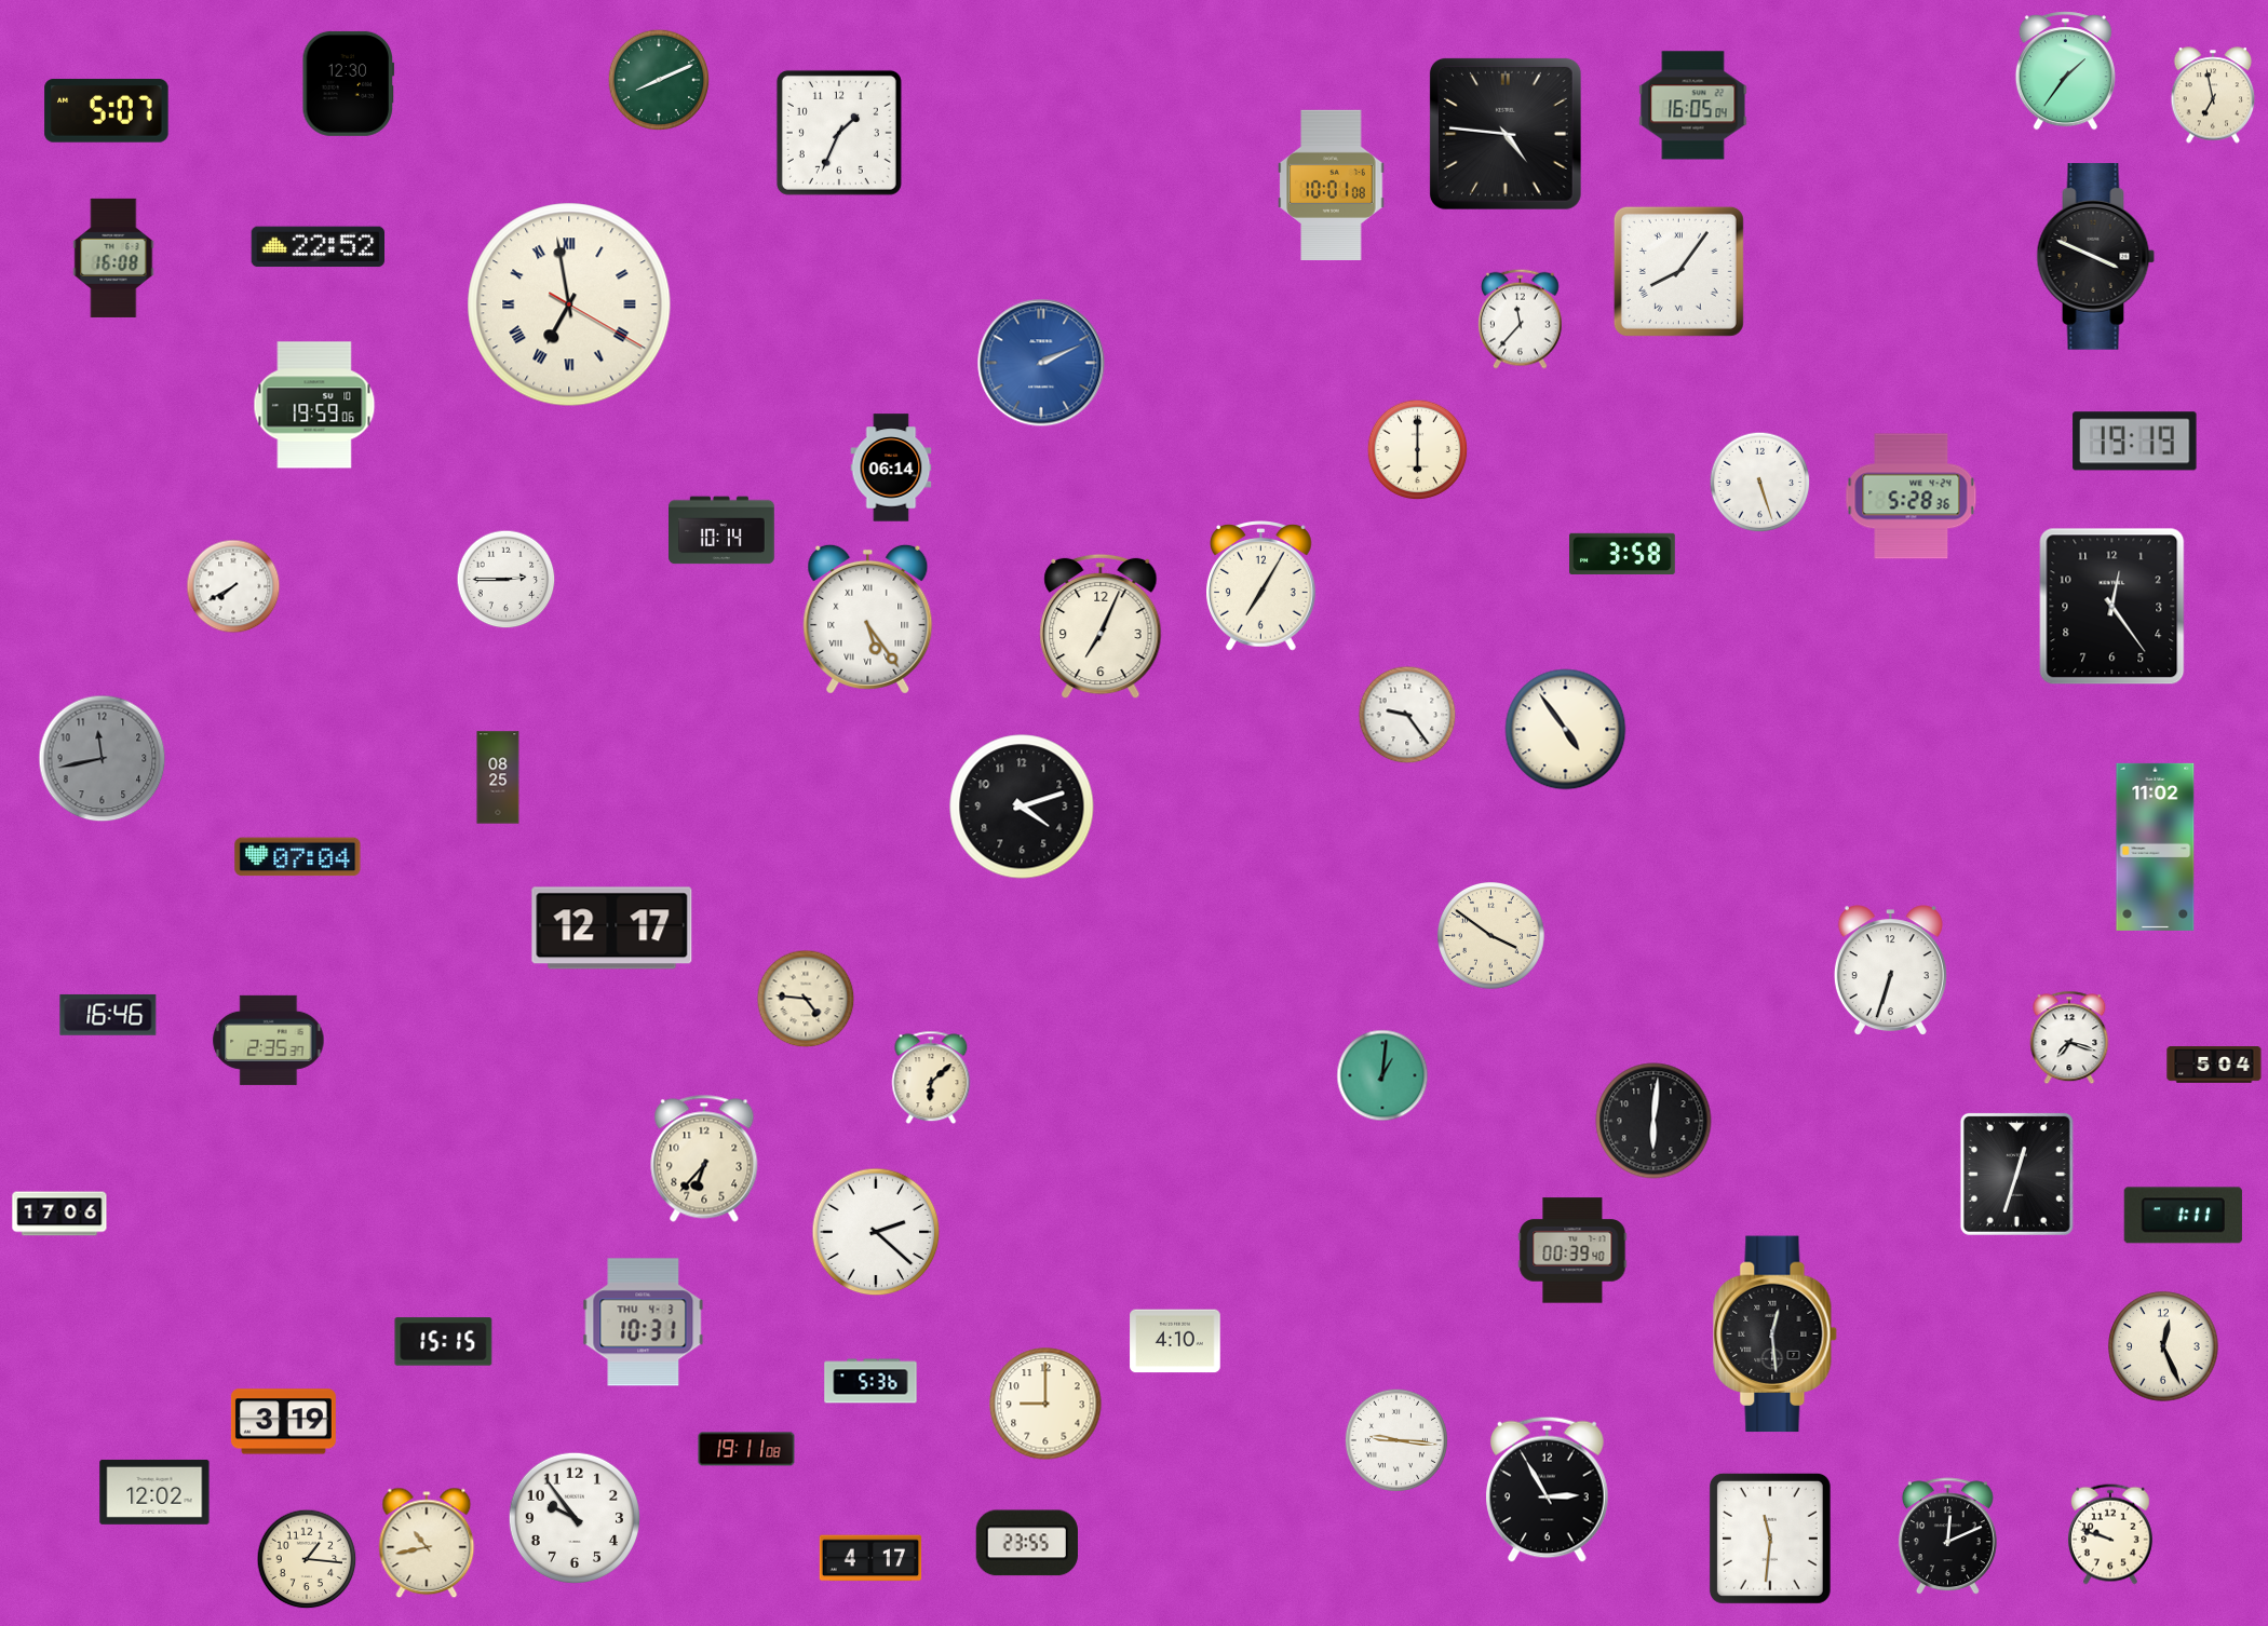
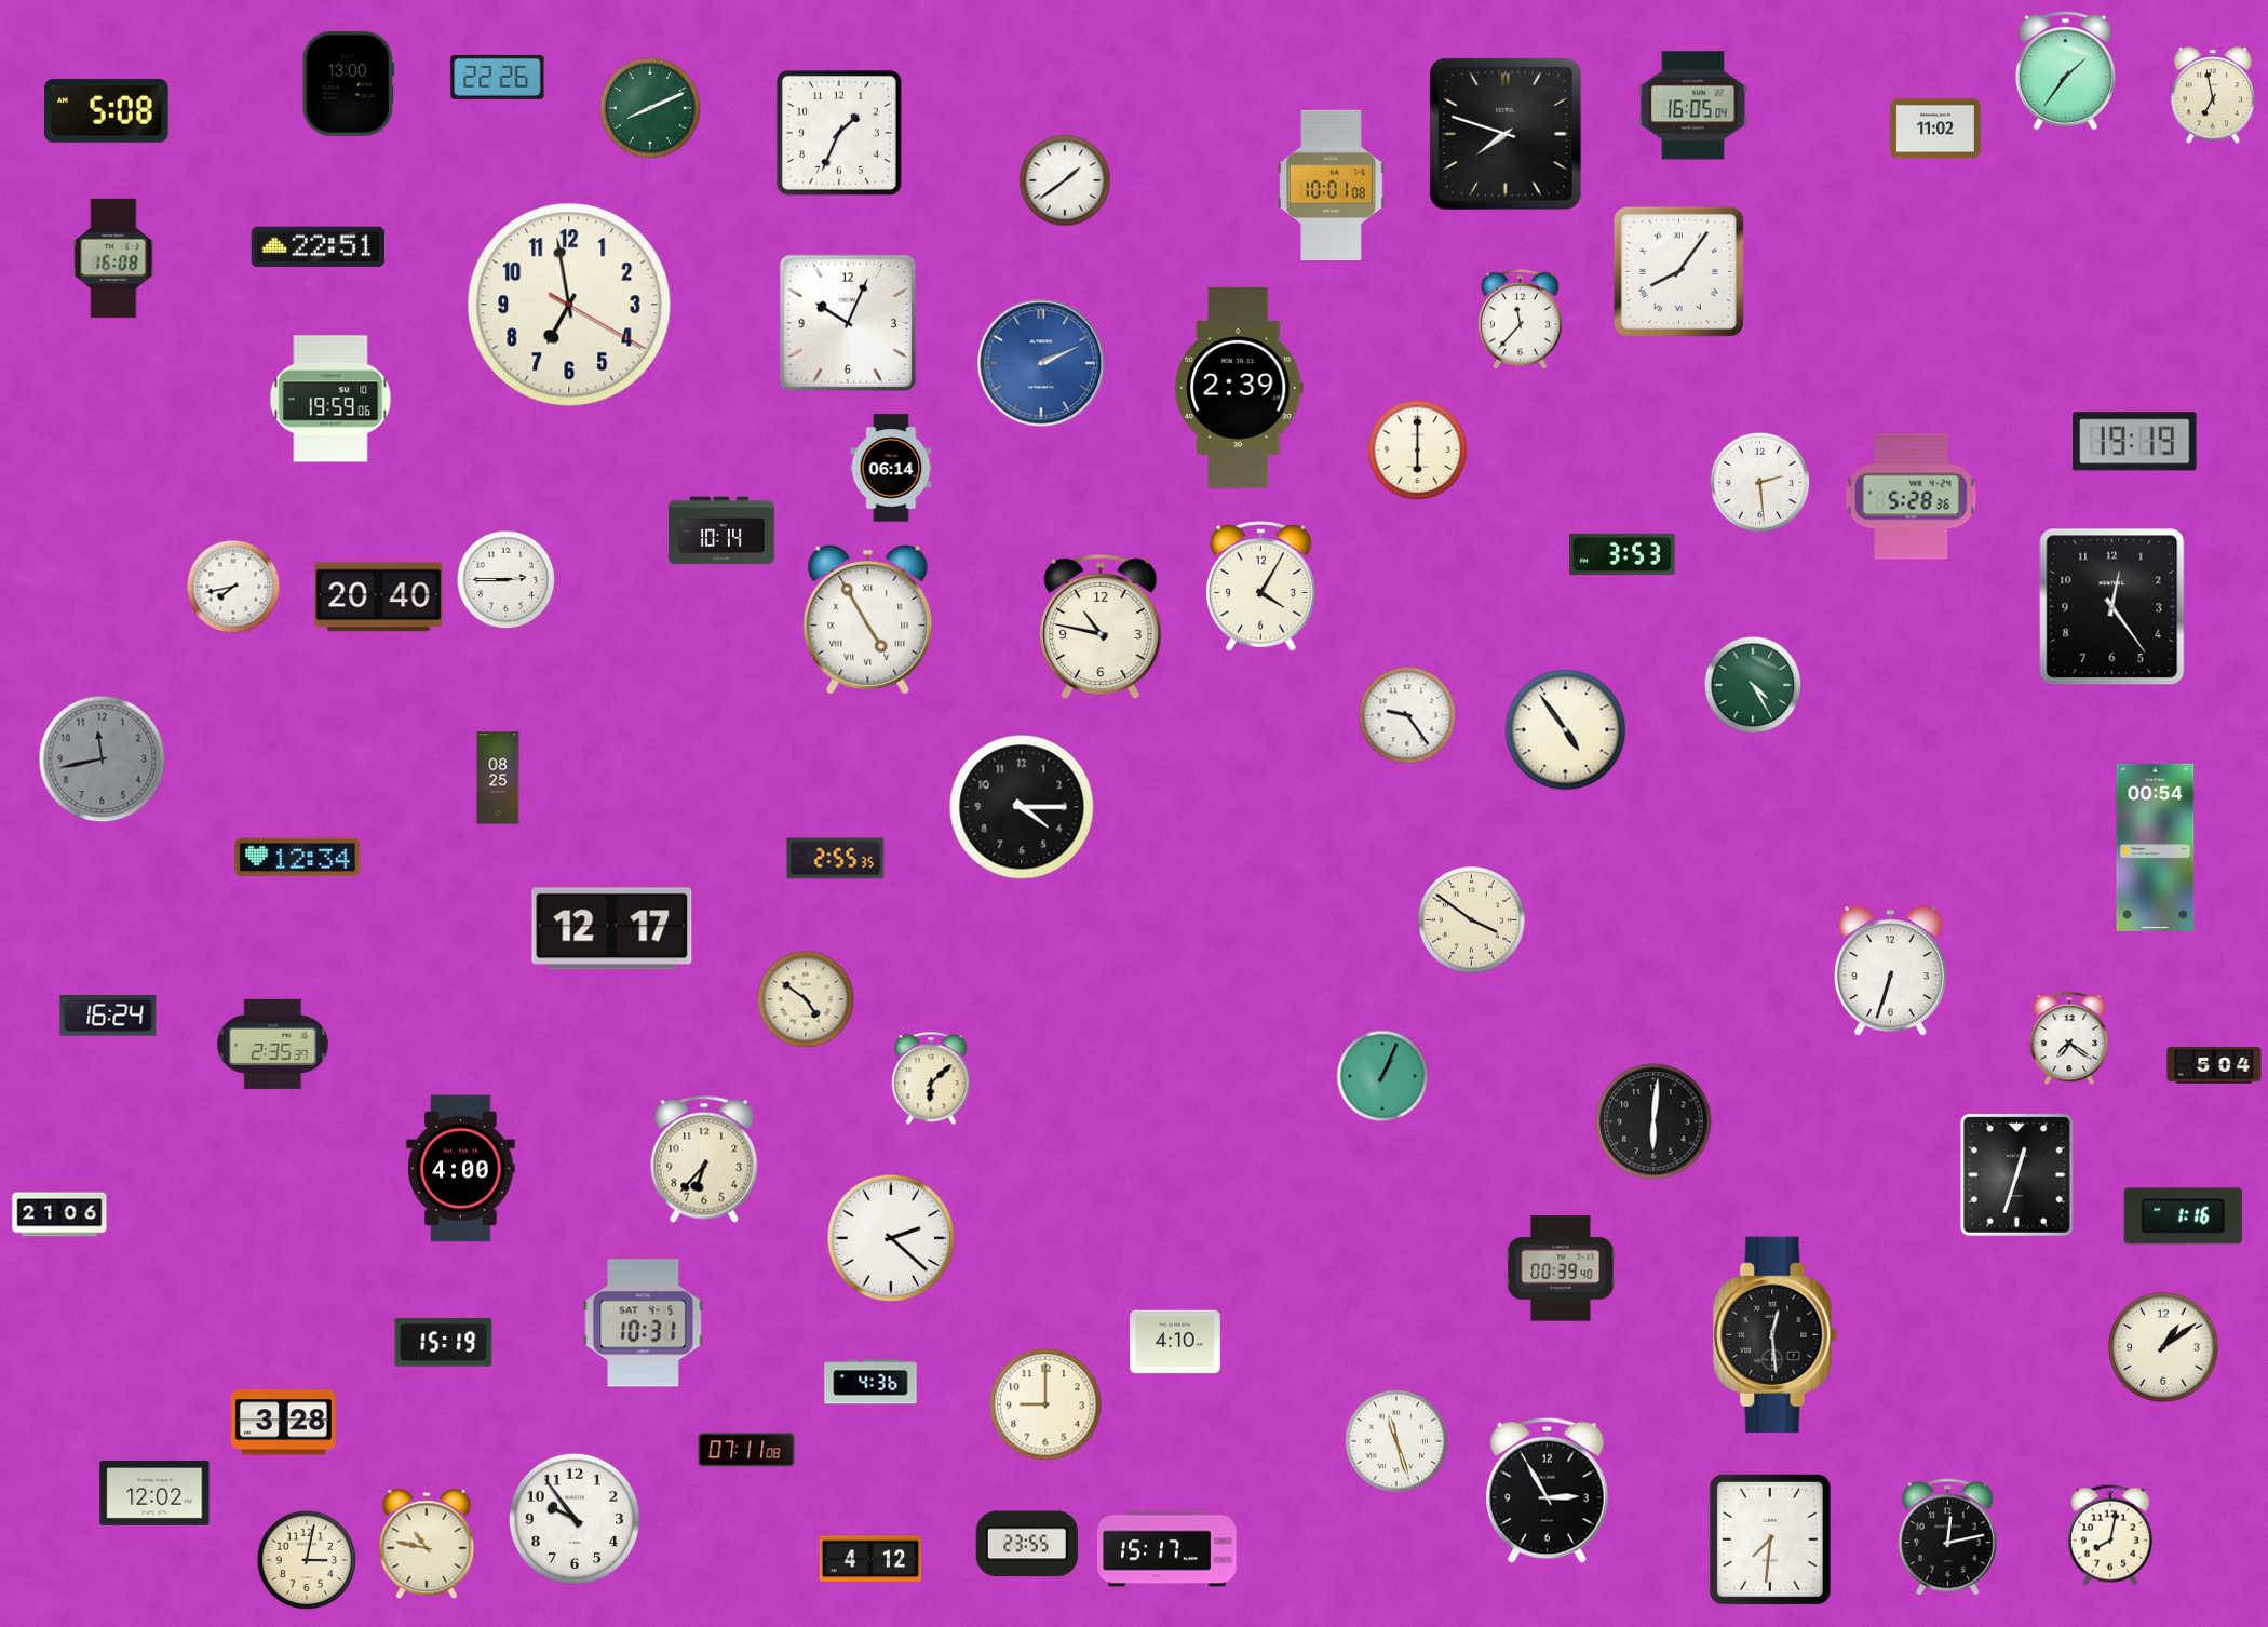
clock at (498, 77): none -> 22:26
clock at (659, 80) position: (659, 80) -> (650, 108)
clock at (349, 83): 12:30 -> 13:00
clock at (107, 111): 5:07 -> 5:08
clock at (1935, 129): none -> 11:02
clock at (1506, 134): 4:46 -> 7:48
clock at (1065, 180): none -> 1:39
clock at (318, 247): 22:52 -> 22:51
clock at (2096, 257): 3:49 -> none
clock at (569, 304) numerals: Roman -> Arabic
clock at (847, 322): none -> 10:04
clock at (1239, 388): none -> 2:39
clock at (314, 405) position: (314, 405) -> (330, 399)
clock at (1760, 483): 5:27 -> 2:29
clock at (1623, 554): 3:58 -> 3:53
clock at (233, 586): 7:40 -> 7:43
clock at (1261, 586): 7:05 -> 4:05
clock at (379, 597): none -> 20:40
clock at (868, 619): 5:24 -> 4:55
clock at (1101, 626): 7:04 -> 10:47
clock at (1753, 685): none -> 4:25
clock at (1022, 807): 4:12 -> 4:15
clock at (2156, 846): 11:02 -> 00:54
clock at (298, 857): 07:04 -> 12:34
clock at (836, 859): none -> 2:55
clock at (1491, 936) position: (1491, 936) -> (1472, 920)
clock at (806, 999): 4:46 -> 4:51
clock at (108, 1015): 16:46 -> 16:24
clock at (2069, 1038): 7:18 -> 7:21
clock at (269, 1040) position: (269, 1040) -> (273, 1044)
clock at (1382, 1075): 1:01 -> 1:04
clock at (461, 1169): none -> 4:00
clock at (59, 1214): 17:06 -> 21:06
clock at (2183, 1216): 1:11 -> 1:16
clock at (876, 1232) position: (876, 1232) -> (891, 1238)
clock at (1572, 1250) position: (1572, 1250) -> (1561, 1268)
clock at (644, 1323) date: THU 4-3 -> SAT 4-5
clock at (444, 1342): 15:15 -> 15:19
clock at (2163, 1346): 12:26 -> 1:09
clock at (870, 1381): 5:36 -> 4:36
clock at (283, 1422): 3:19 -> 3:28
clock at (1396, 1440): 9:16 -> 11:27
clock at (746, 1449): 19:11 -> 07:11
clock at (2110, 1534): 9:48 -> 8:02
clock at (1947, 1536): 12:11 -> 12:13
clock at (1770, 1539): 11:31 -> 7:31
clock at (427, 1543): 10:43 -> 10:47
clock at (1167, 1549): none -> 15:17
clock at (870, 1558): 4:17 -> 4:12
clock at (307, 1559): 1:16 -> 3:02
